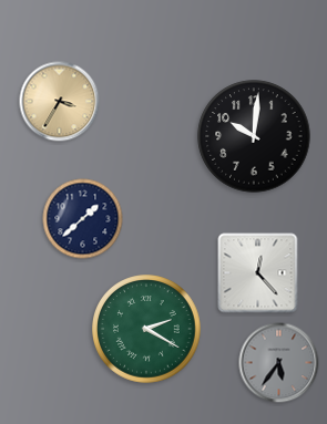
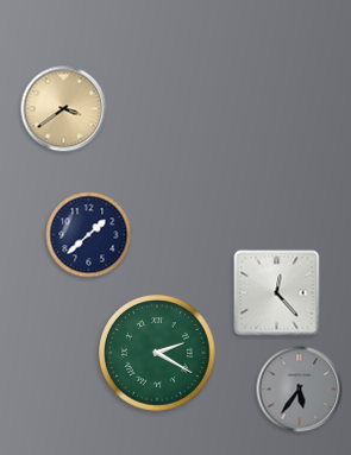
clock at (60, 102): 3:35 -> 3:39
clock at (254, 136): 10:01 -> none
